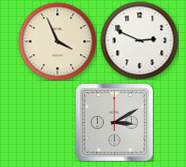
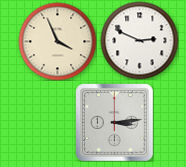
clock at (114, 122): 3:10 -> 3:14
